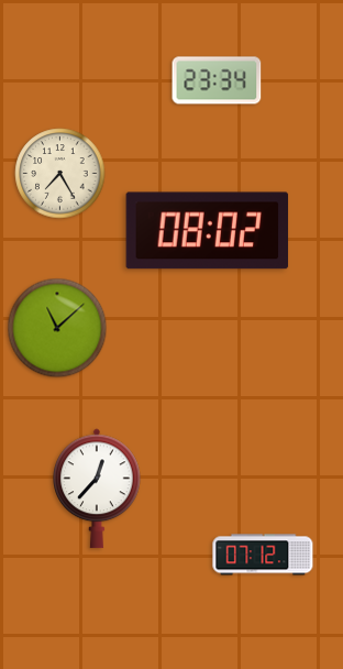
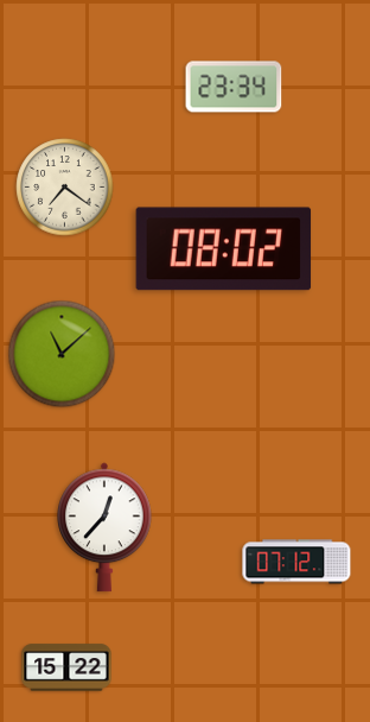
clock at (60, 174): 7:25 -> 7:21
clock at (263, 555) position: (263, 555) -> (296, 562)
clock at (66, 667): none -> 15:22
